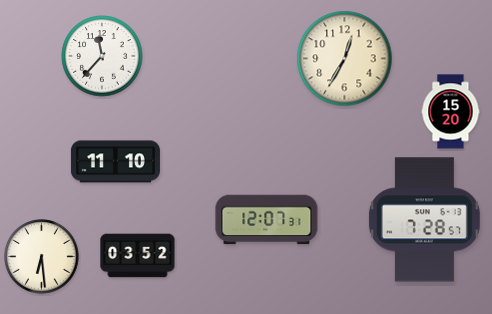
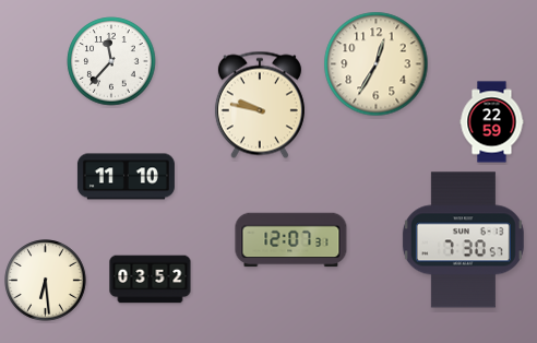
clock at (260, 105): none -> 9:47
clock at (451, 112): 15:20 -> 22:59
clock at (424, 220): 7:28 -> 7:30
